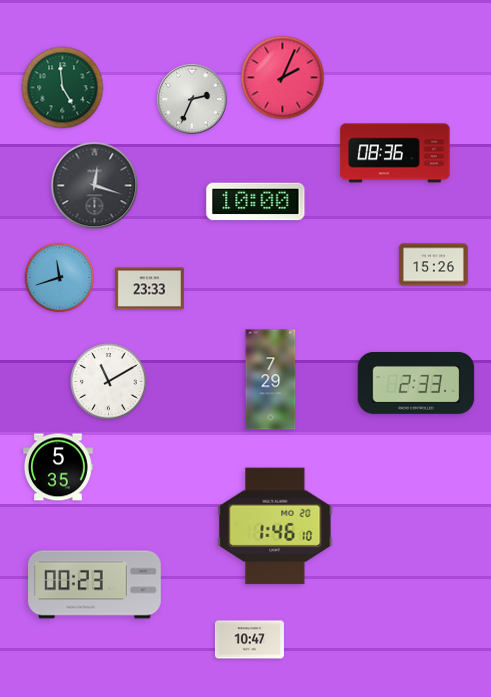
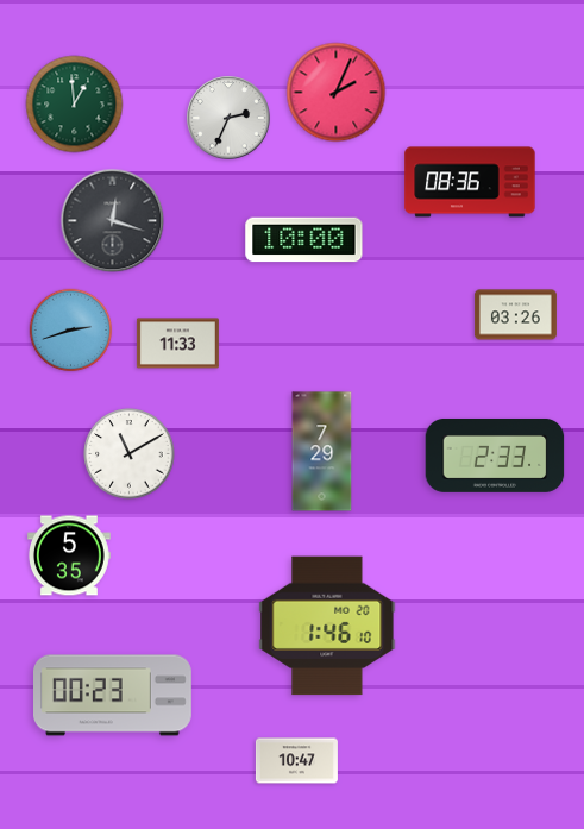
clock at (63, 88): 4:59 -> 12:59
clock at (433, 265): 15:26 -> 03:26
clock at (60, 278): 11:42 -> 2:42
clock at (149, 289): 23:33 -> 11:33
